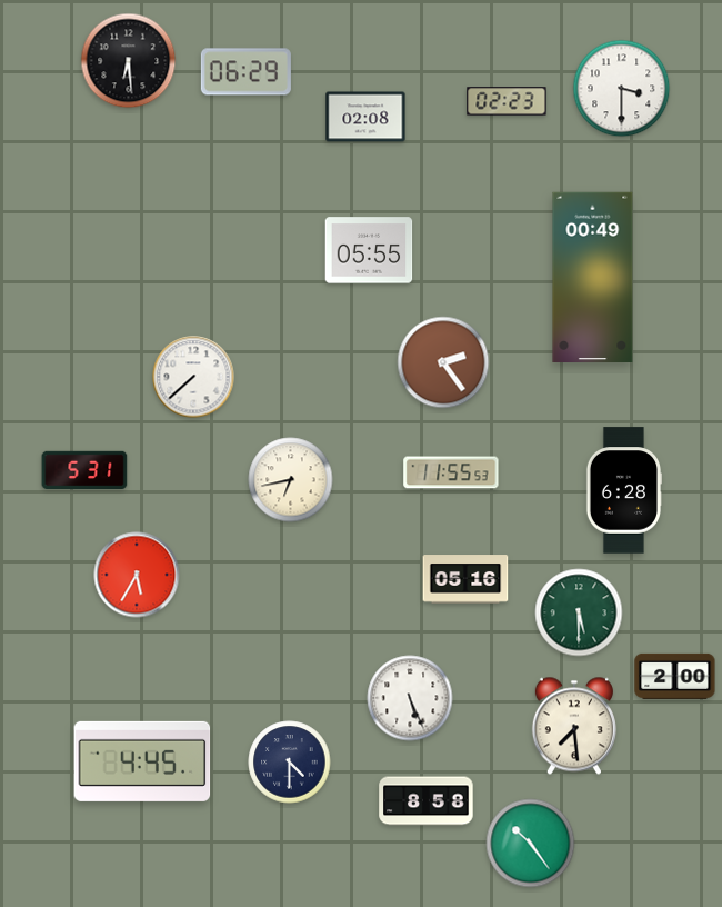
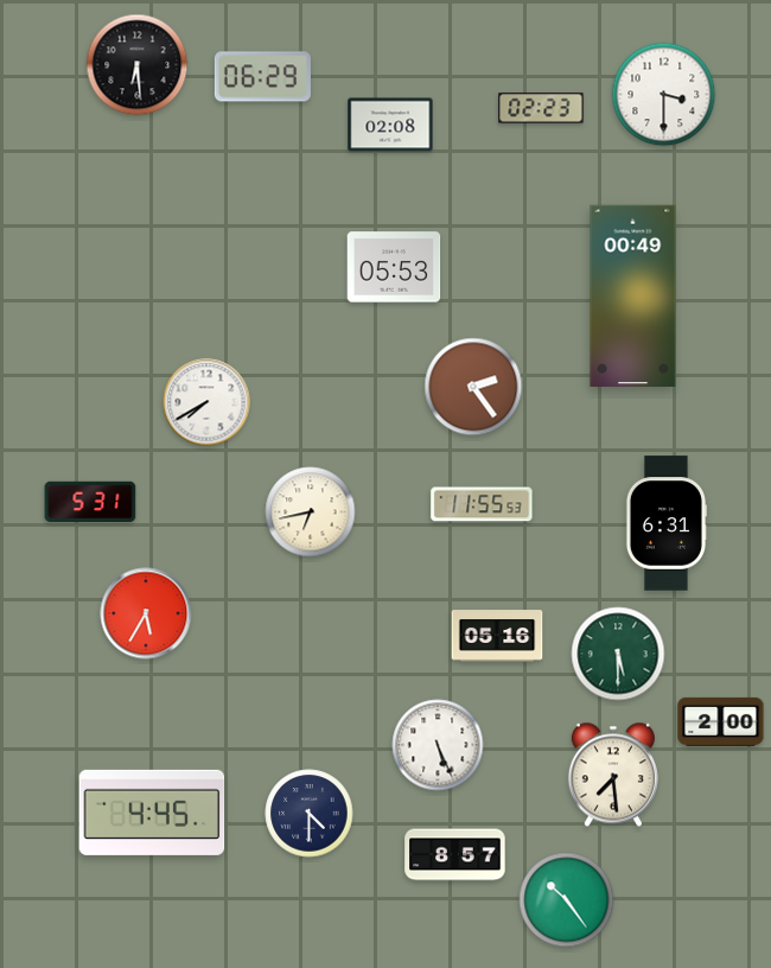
clock at (369, 250): 05:55 -> 05:53
clock at (193, 377): 7:38 -> 7:40
clock at (623, 490): 6:28 -> 6:31
clock at (465, 579) position: (465, 579) -> (497, 636)
clock at (427, 801): 8:58 -> 8:57
